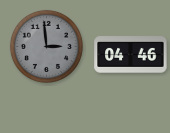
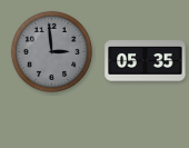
clock at (131, 55): 04:46 -> 05:35
